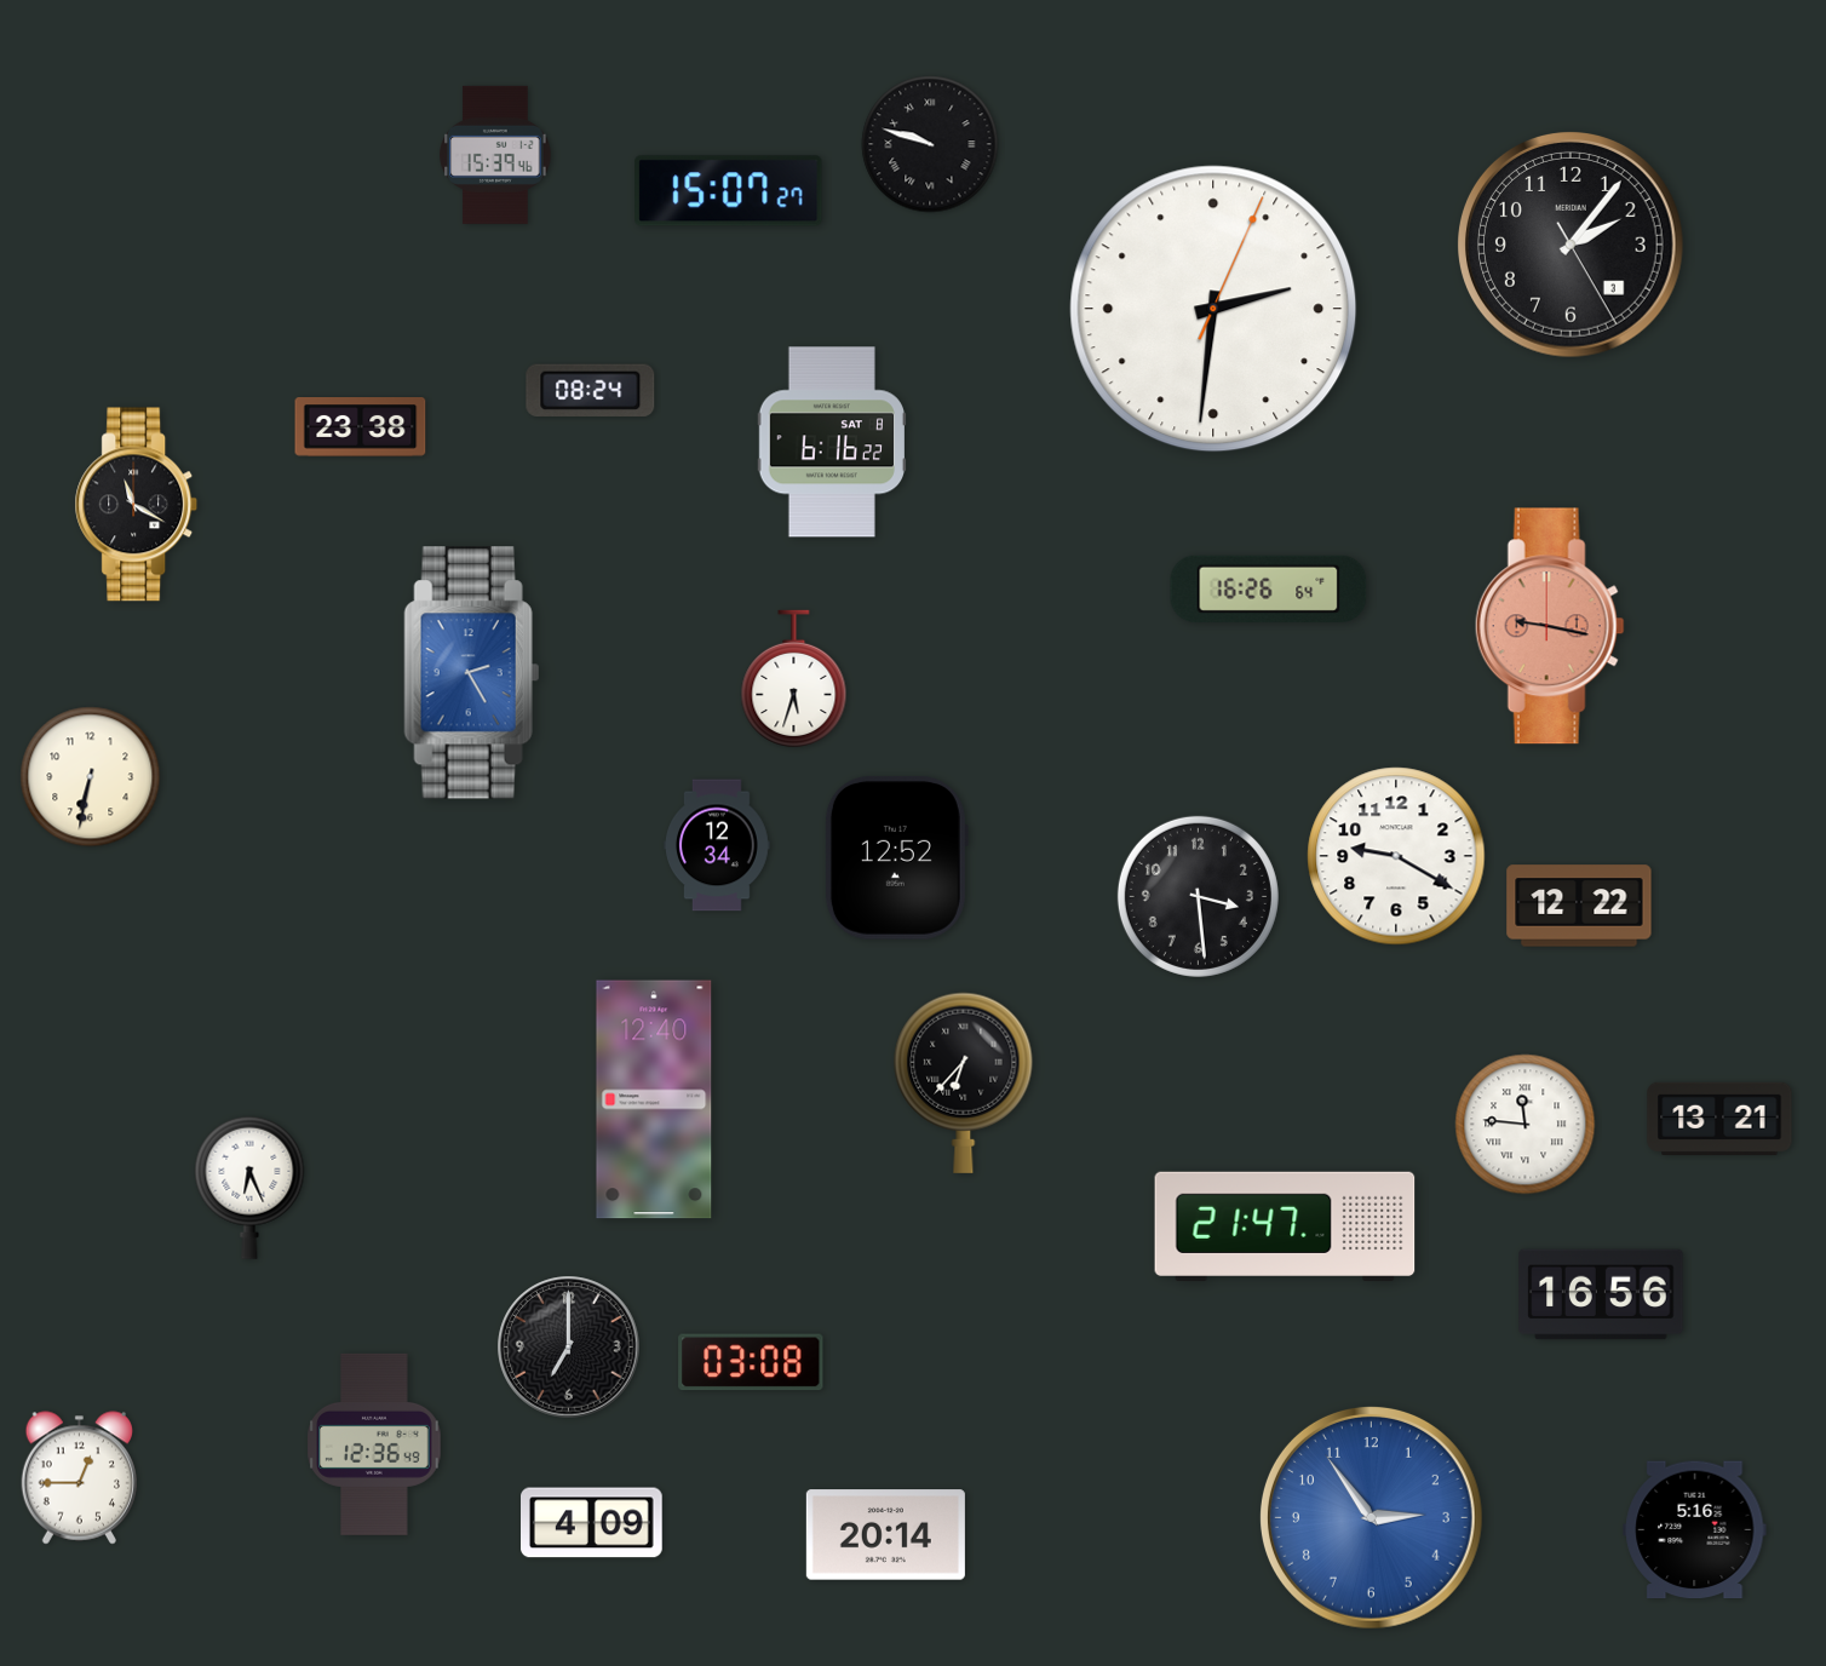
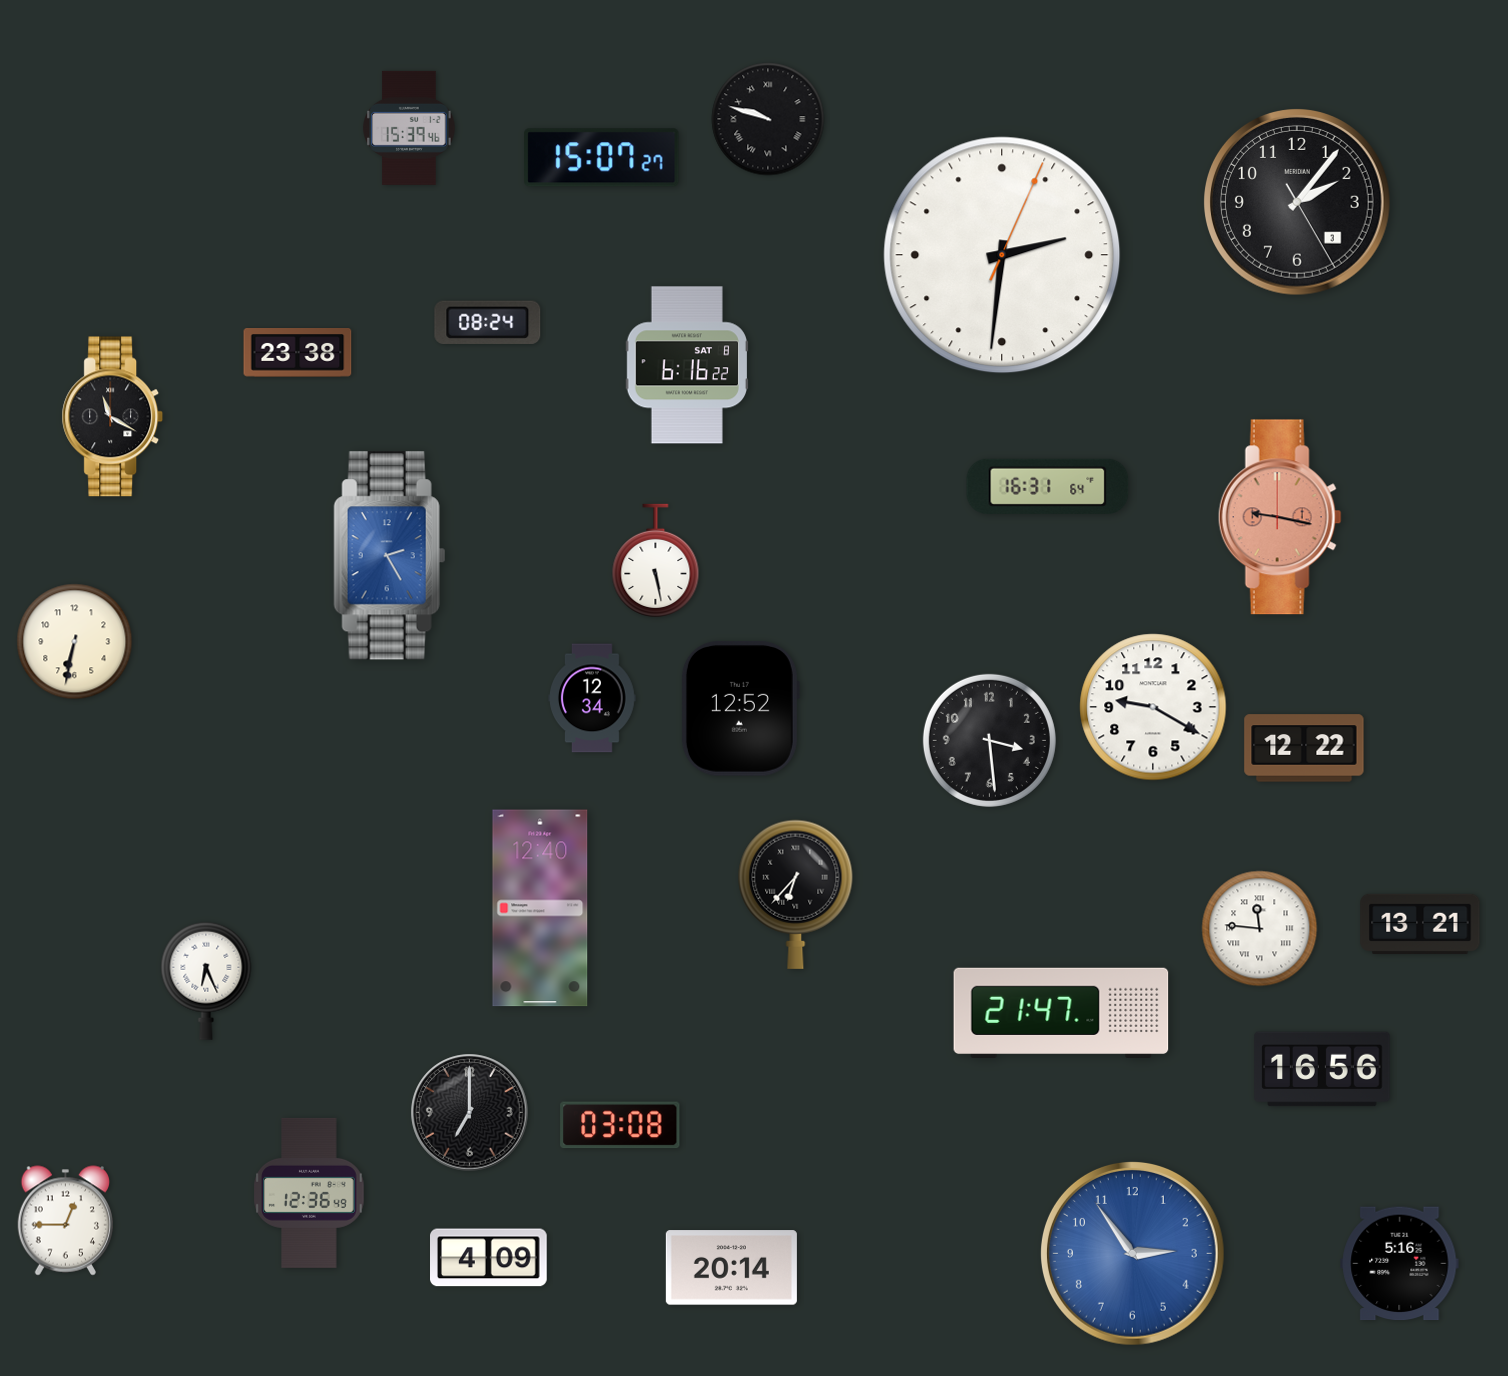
clock at (1269, 588): 16:26 -> 16:31
clock at (794, 678): 5:33 -> 5:28
